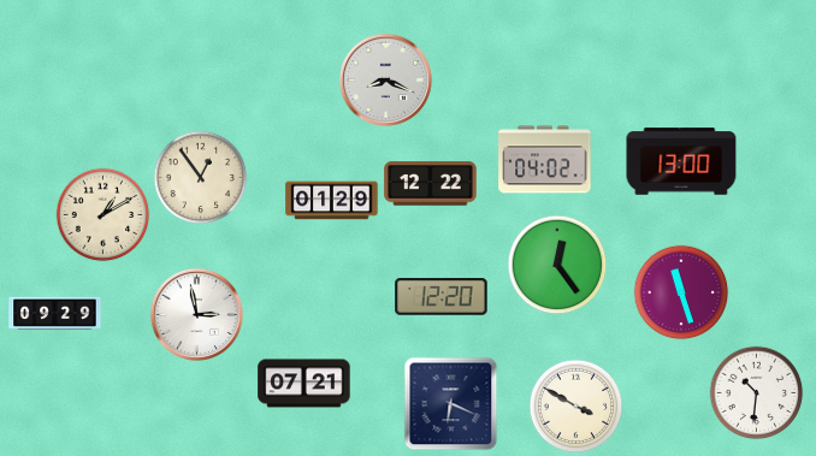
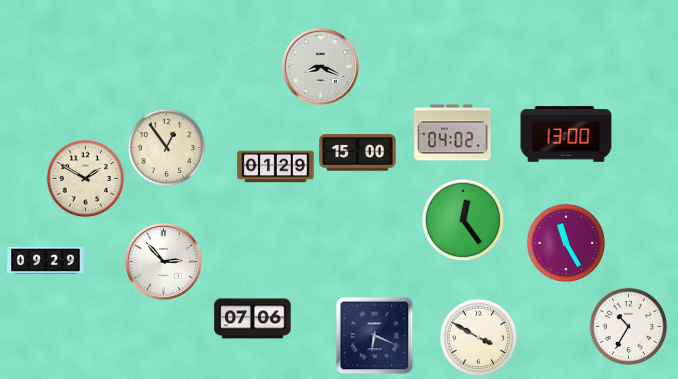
clock at (431, 184): 12:22 -> 15:00
clock at (102, 214): 1:10 -> 1:50
clock at (681, 292): 11:27 -> 11:25
clock at (442, 297): 12:20 -> none
clock at (196, 314): 2:58 -> 2:53
clock at (304, 384): 07:21 -> 07:06
clock at (756, 392): 10:31 -> 10:35
